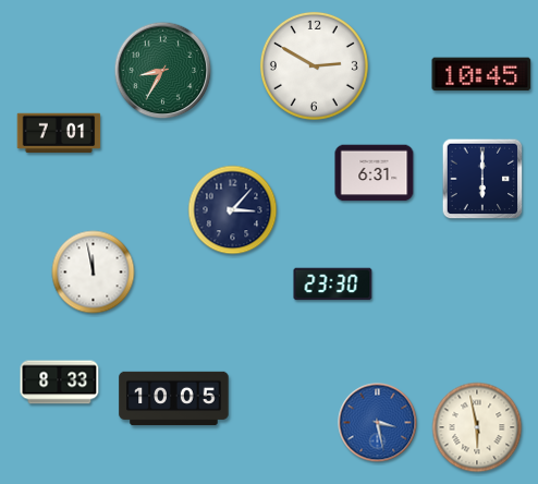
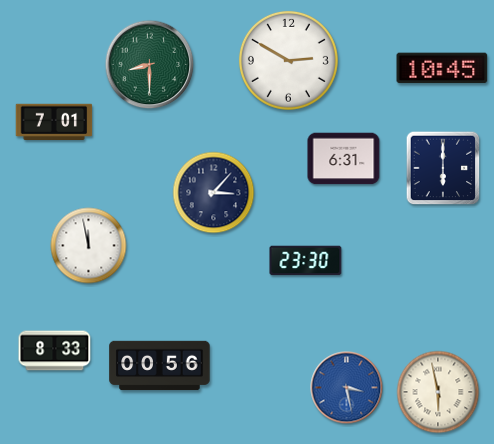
clock at (163, 71): 8:35 -> 8:30
clock at (482, 179) position: (482, 179) -> (443, 168)
clock at (94, 273) position: (94, 273) -> (89, 246)
clock at (174, 399): 10:05 -> 00:56
